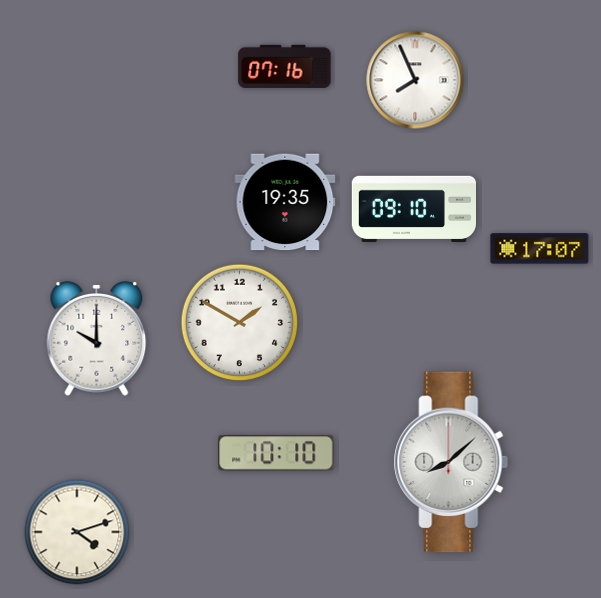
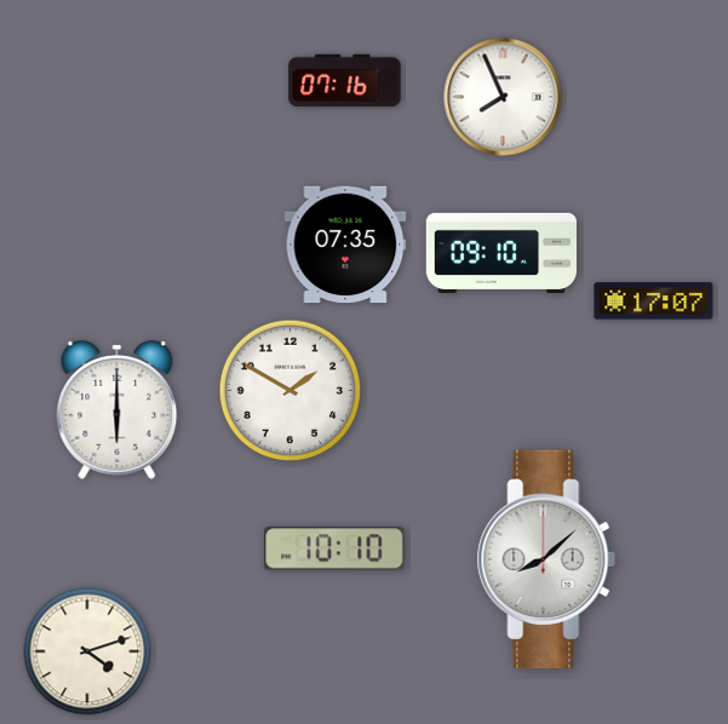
clock at (285, 202): 19:35 -> 07:35
clock at (97, 338): 10:00 -> 6:00
clock at (77, 532) position: (77, 532) -> (87, 651)
